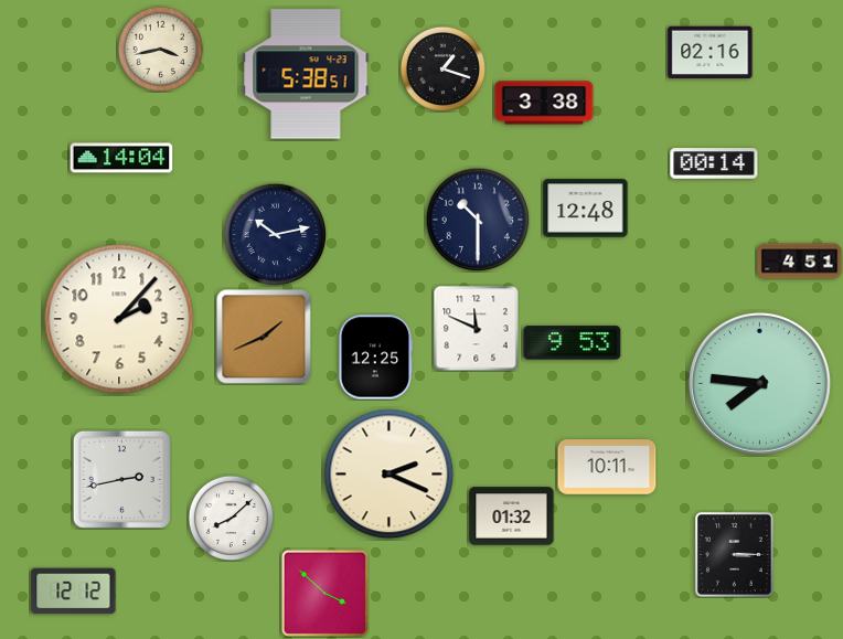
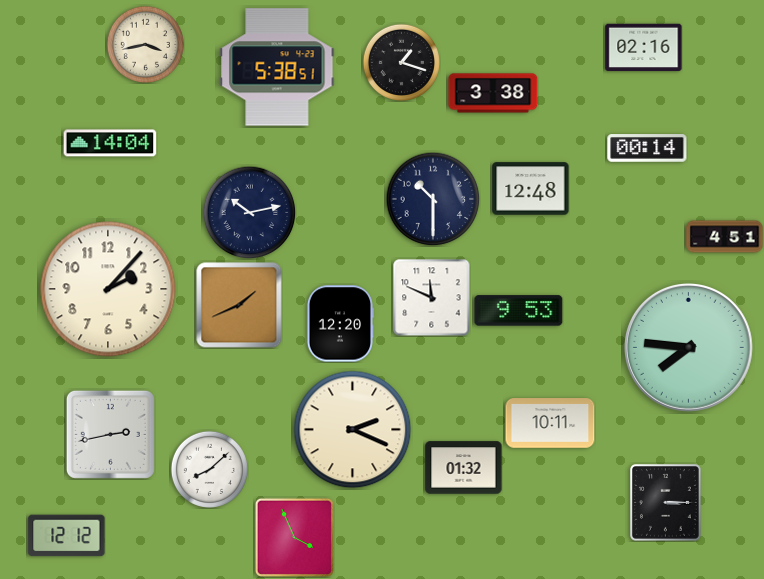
clock at (374, 358): 12:25 -> 12:20
clock at (324, 593): 3:52 -> 3:56
